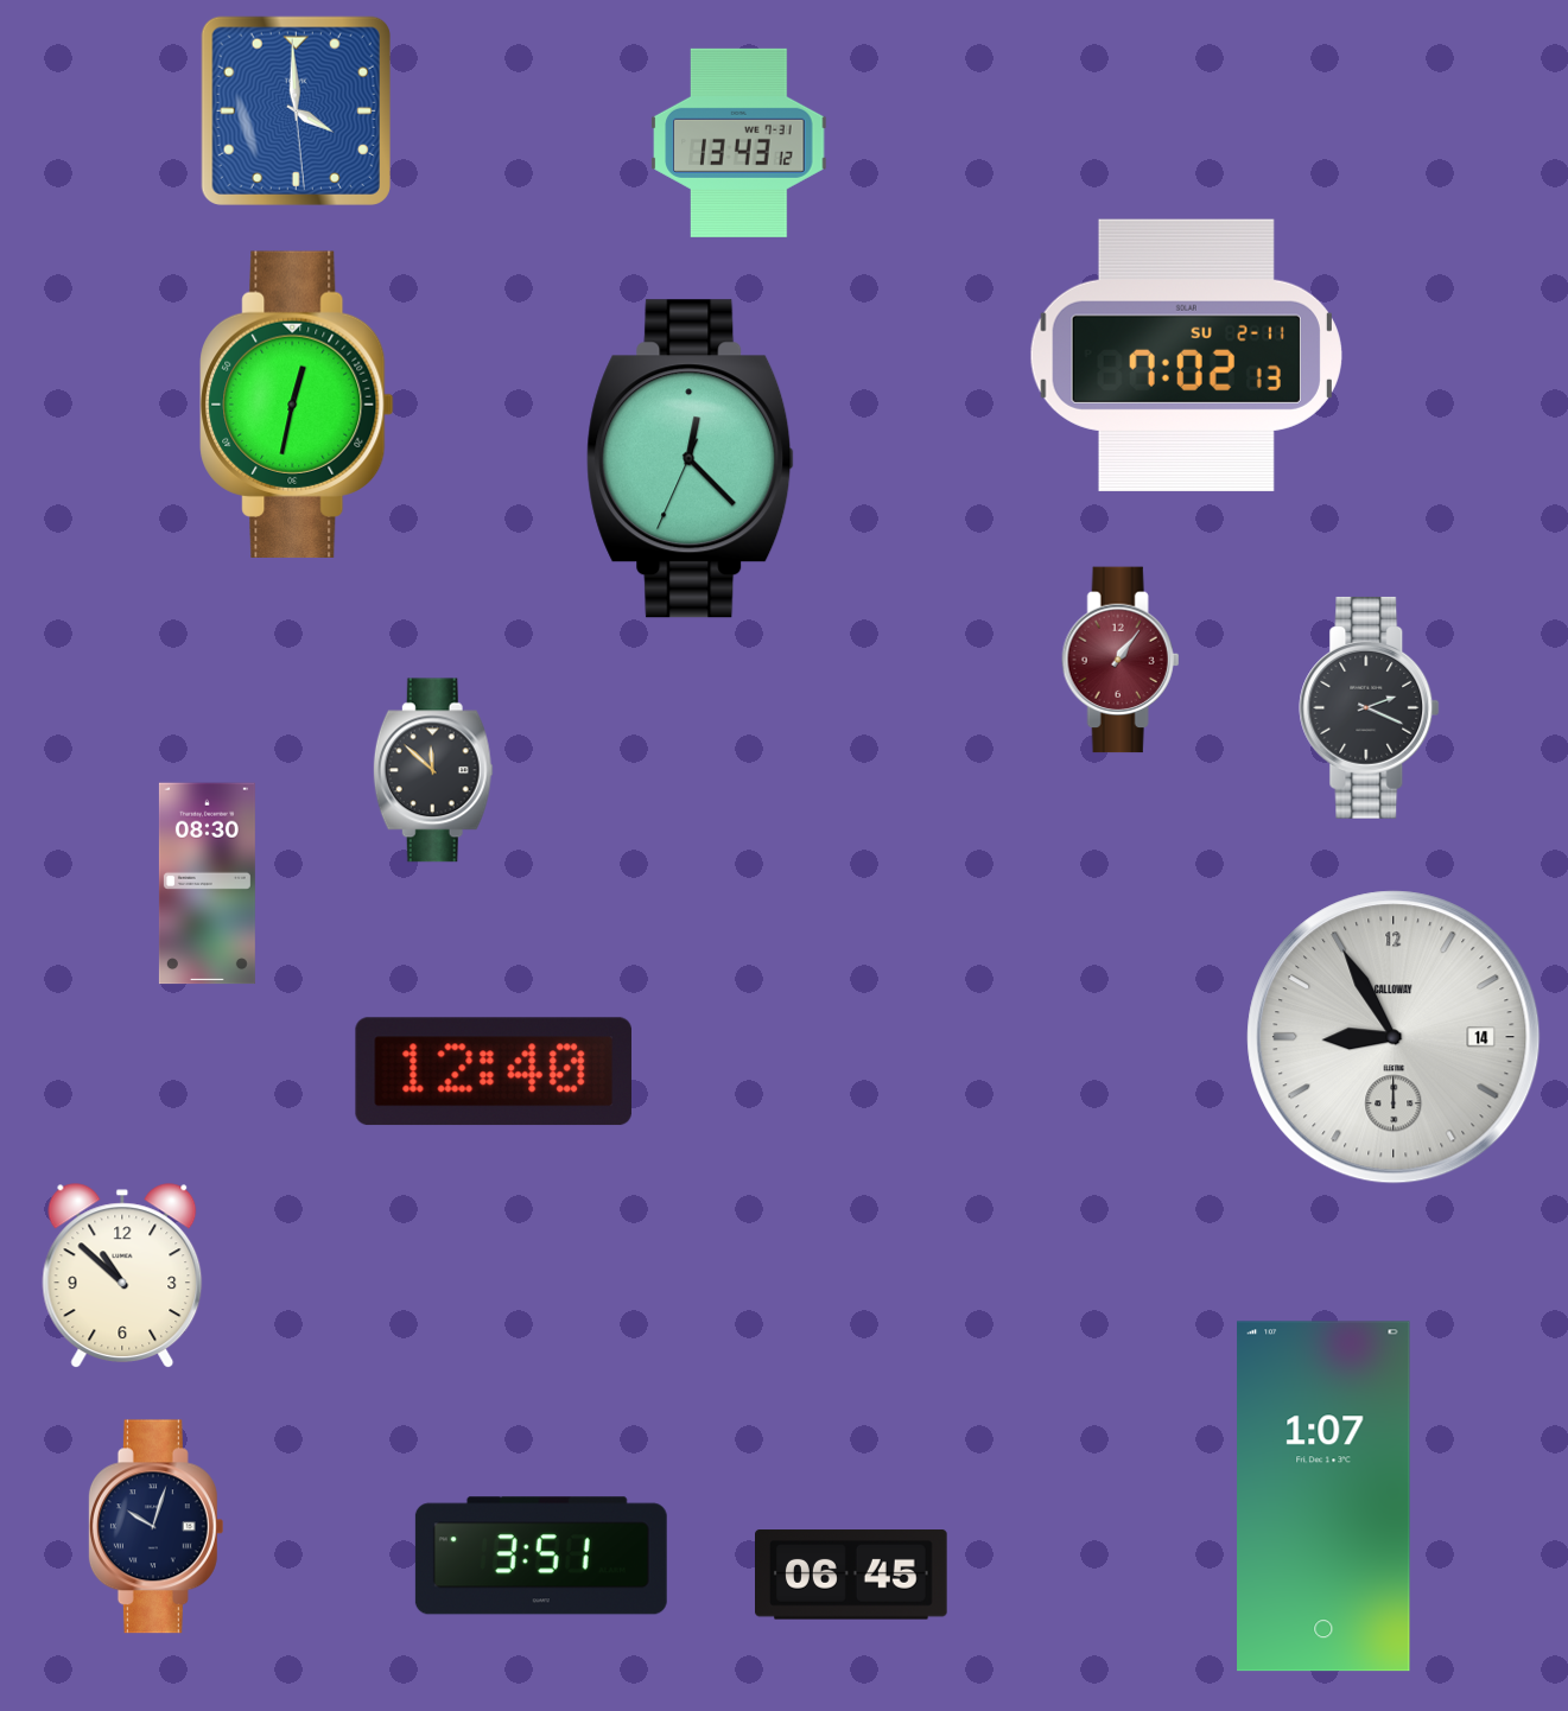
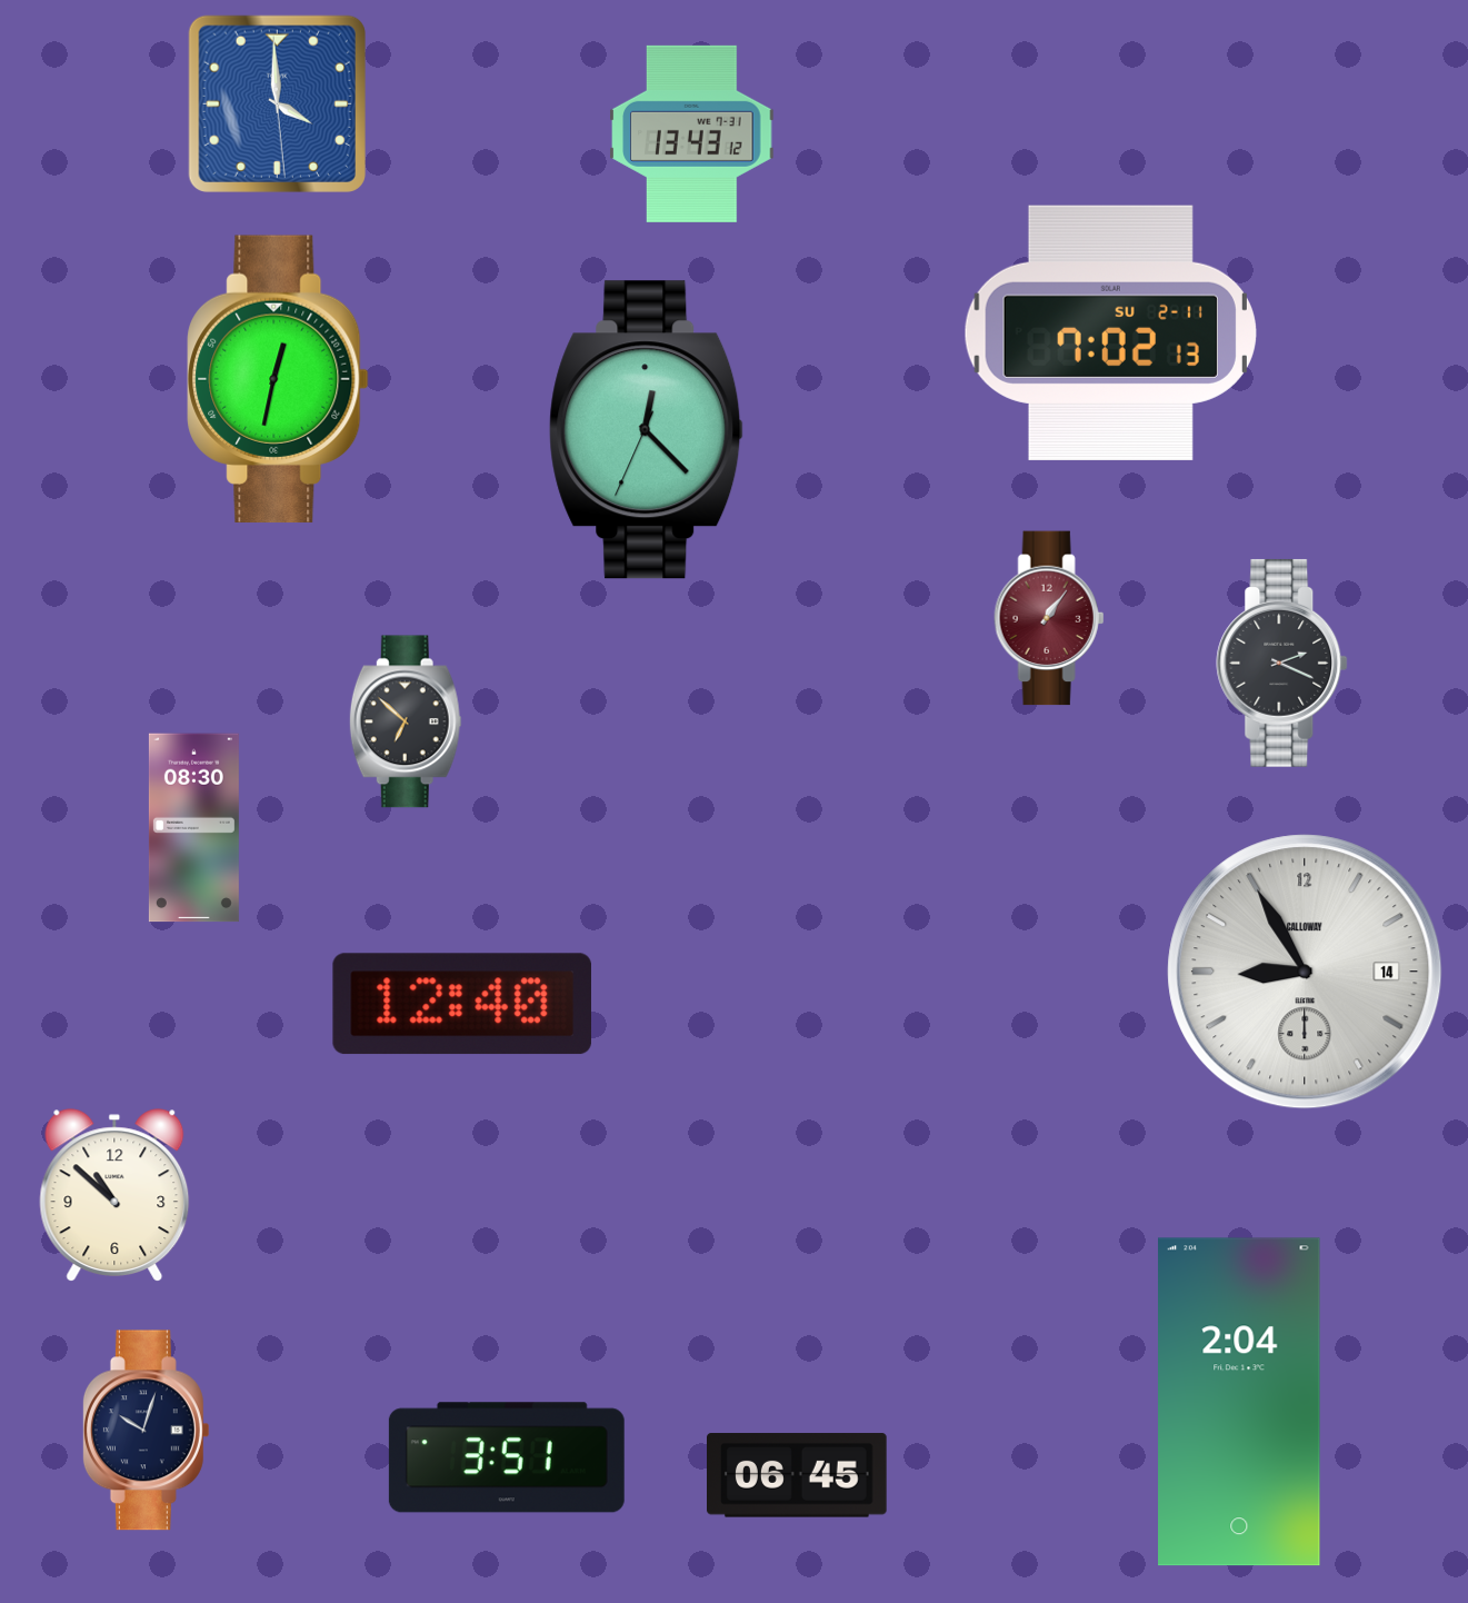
clock at (433, 770): 11:52 -> 6:52
clock at (1323, 1496): 1:07 -> 2:04
